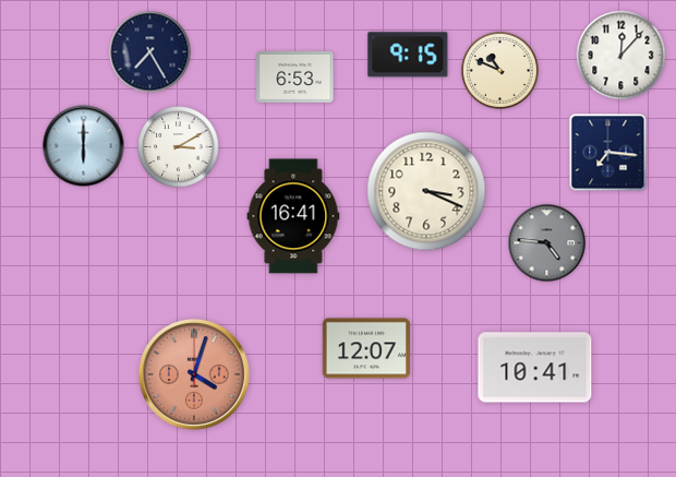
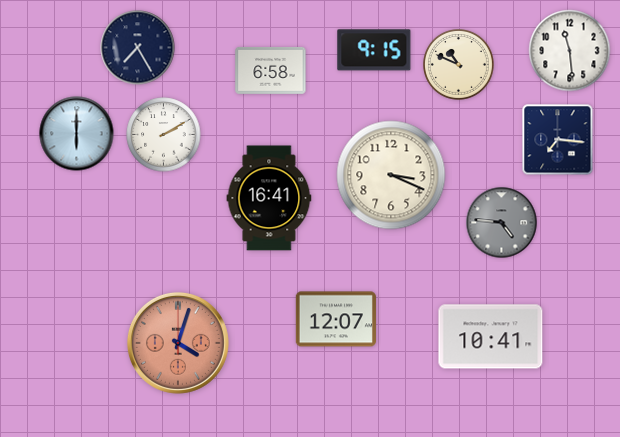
clock at (621, 56): 12:07 -> 11:29
clock at (295, 76): 6:53 -> 6:58
clock at (179, 147): 3:10 -> 2:10
